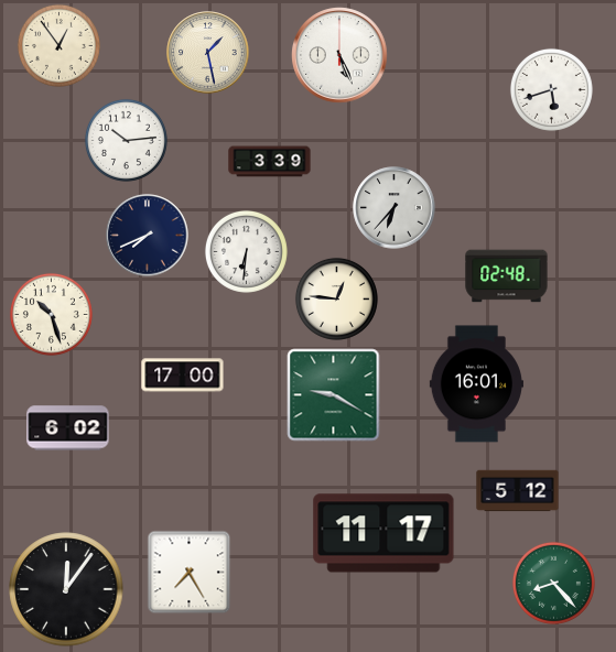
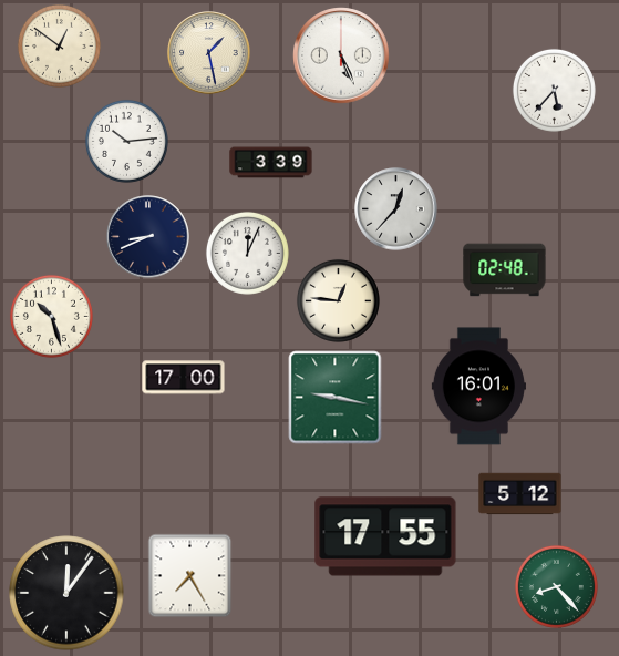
clock at (58, 45): 12:54 -> 12:51
clock at (551, 89): 5:42 -> 5:37
clock at (395, 208): 6:37 -> 12:37
clock at (148, 236): 7:41 -> 8:41
clock at (246, 251): 6:31 -> 12:04
clock at (507, 276) position: (507, 276) -> (505, 270)
clock at (334, 395): 9:20 -> 9:17
clock at (68, 428): 6:02 -> none
clock at (383, 533): 11:17 -> 17:55
